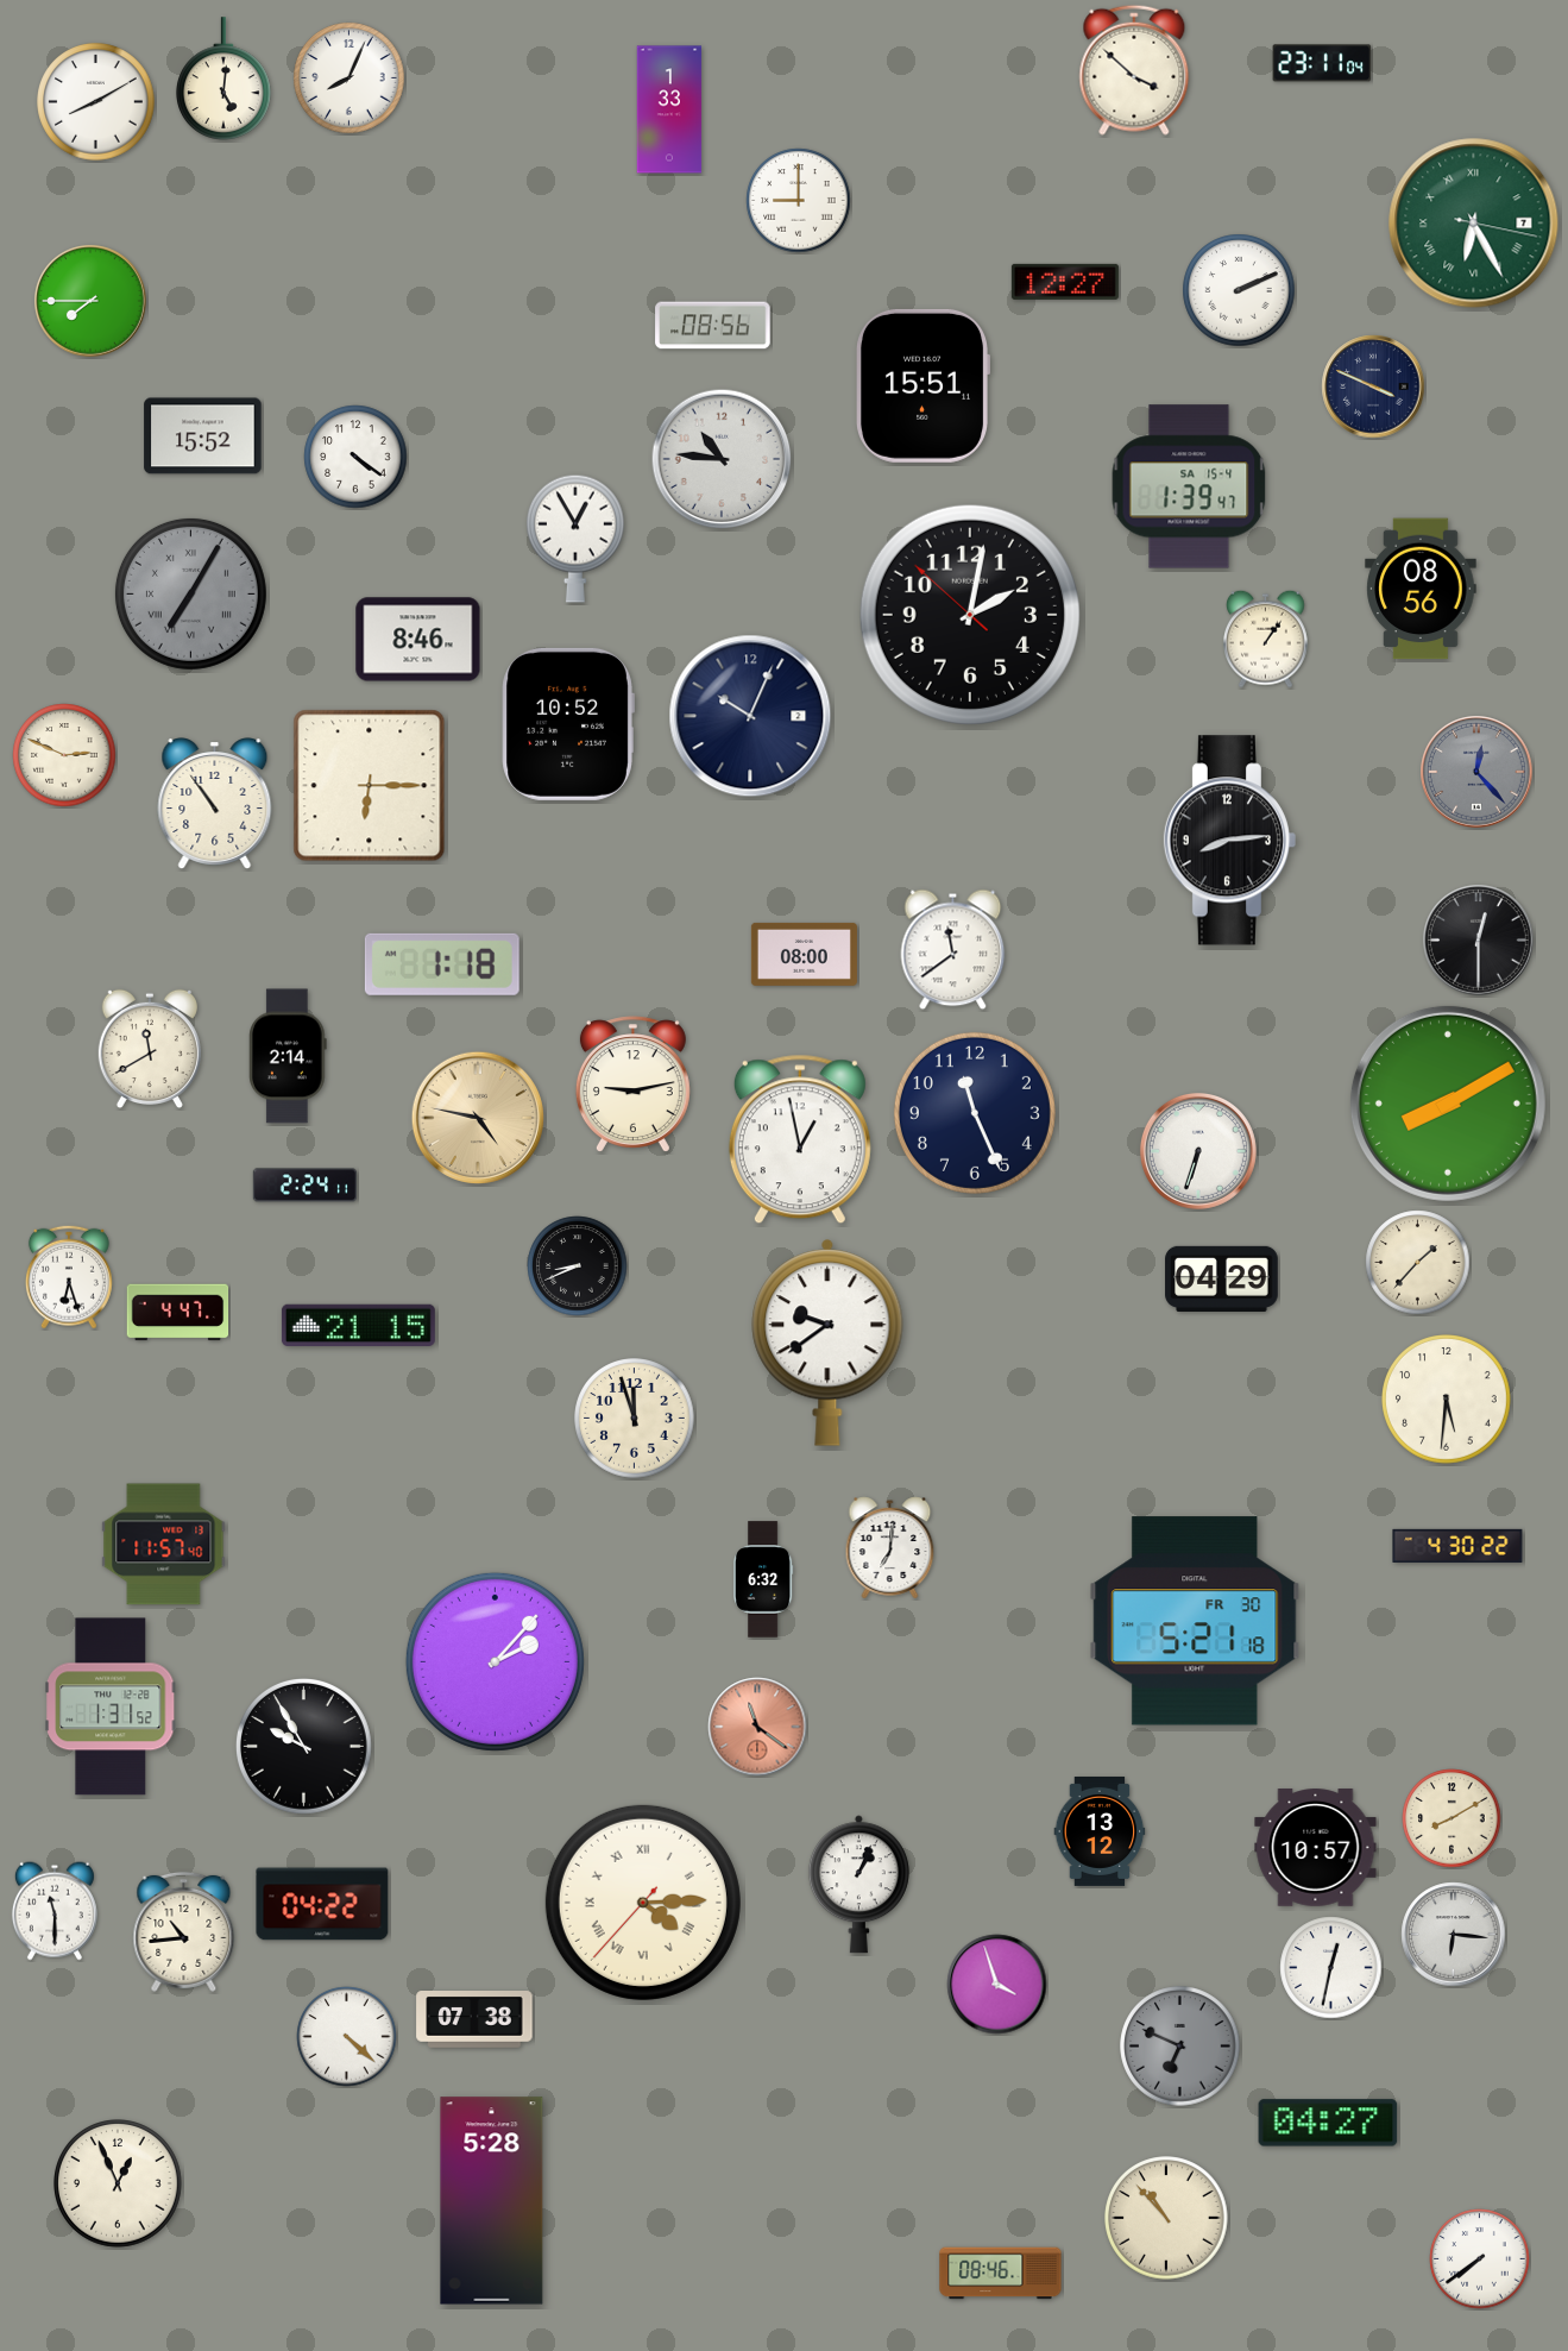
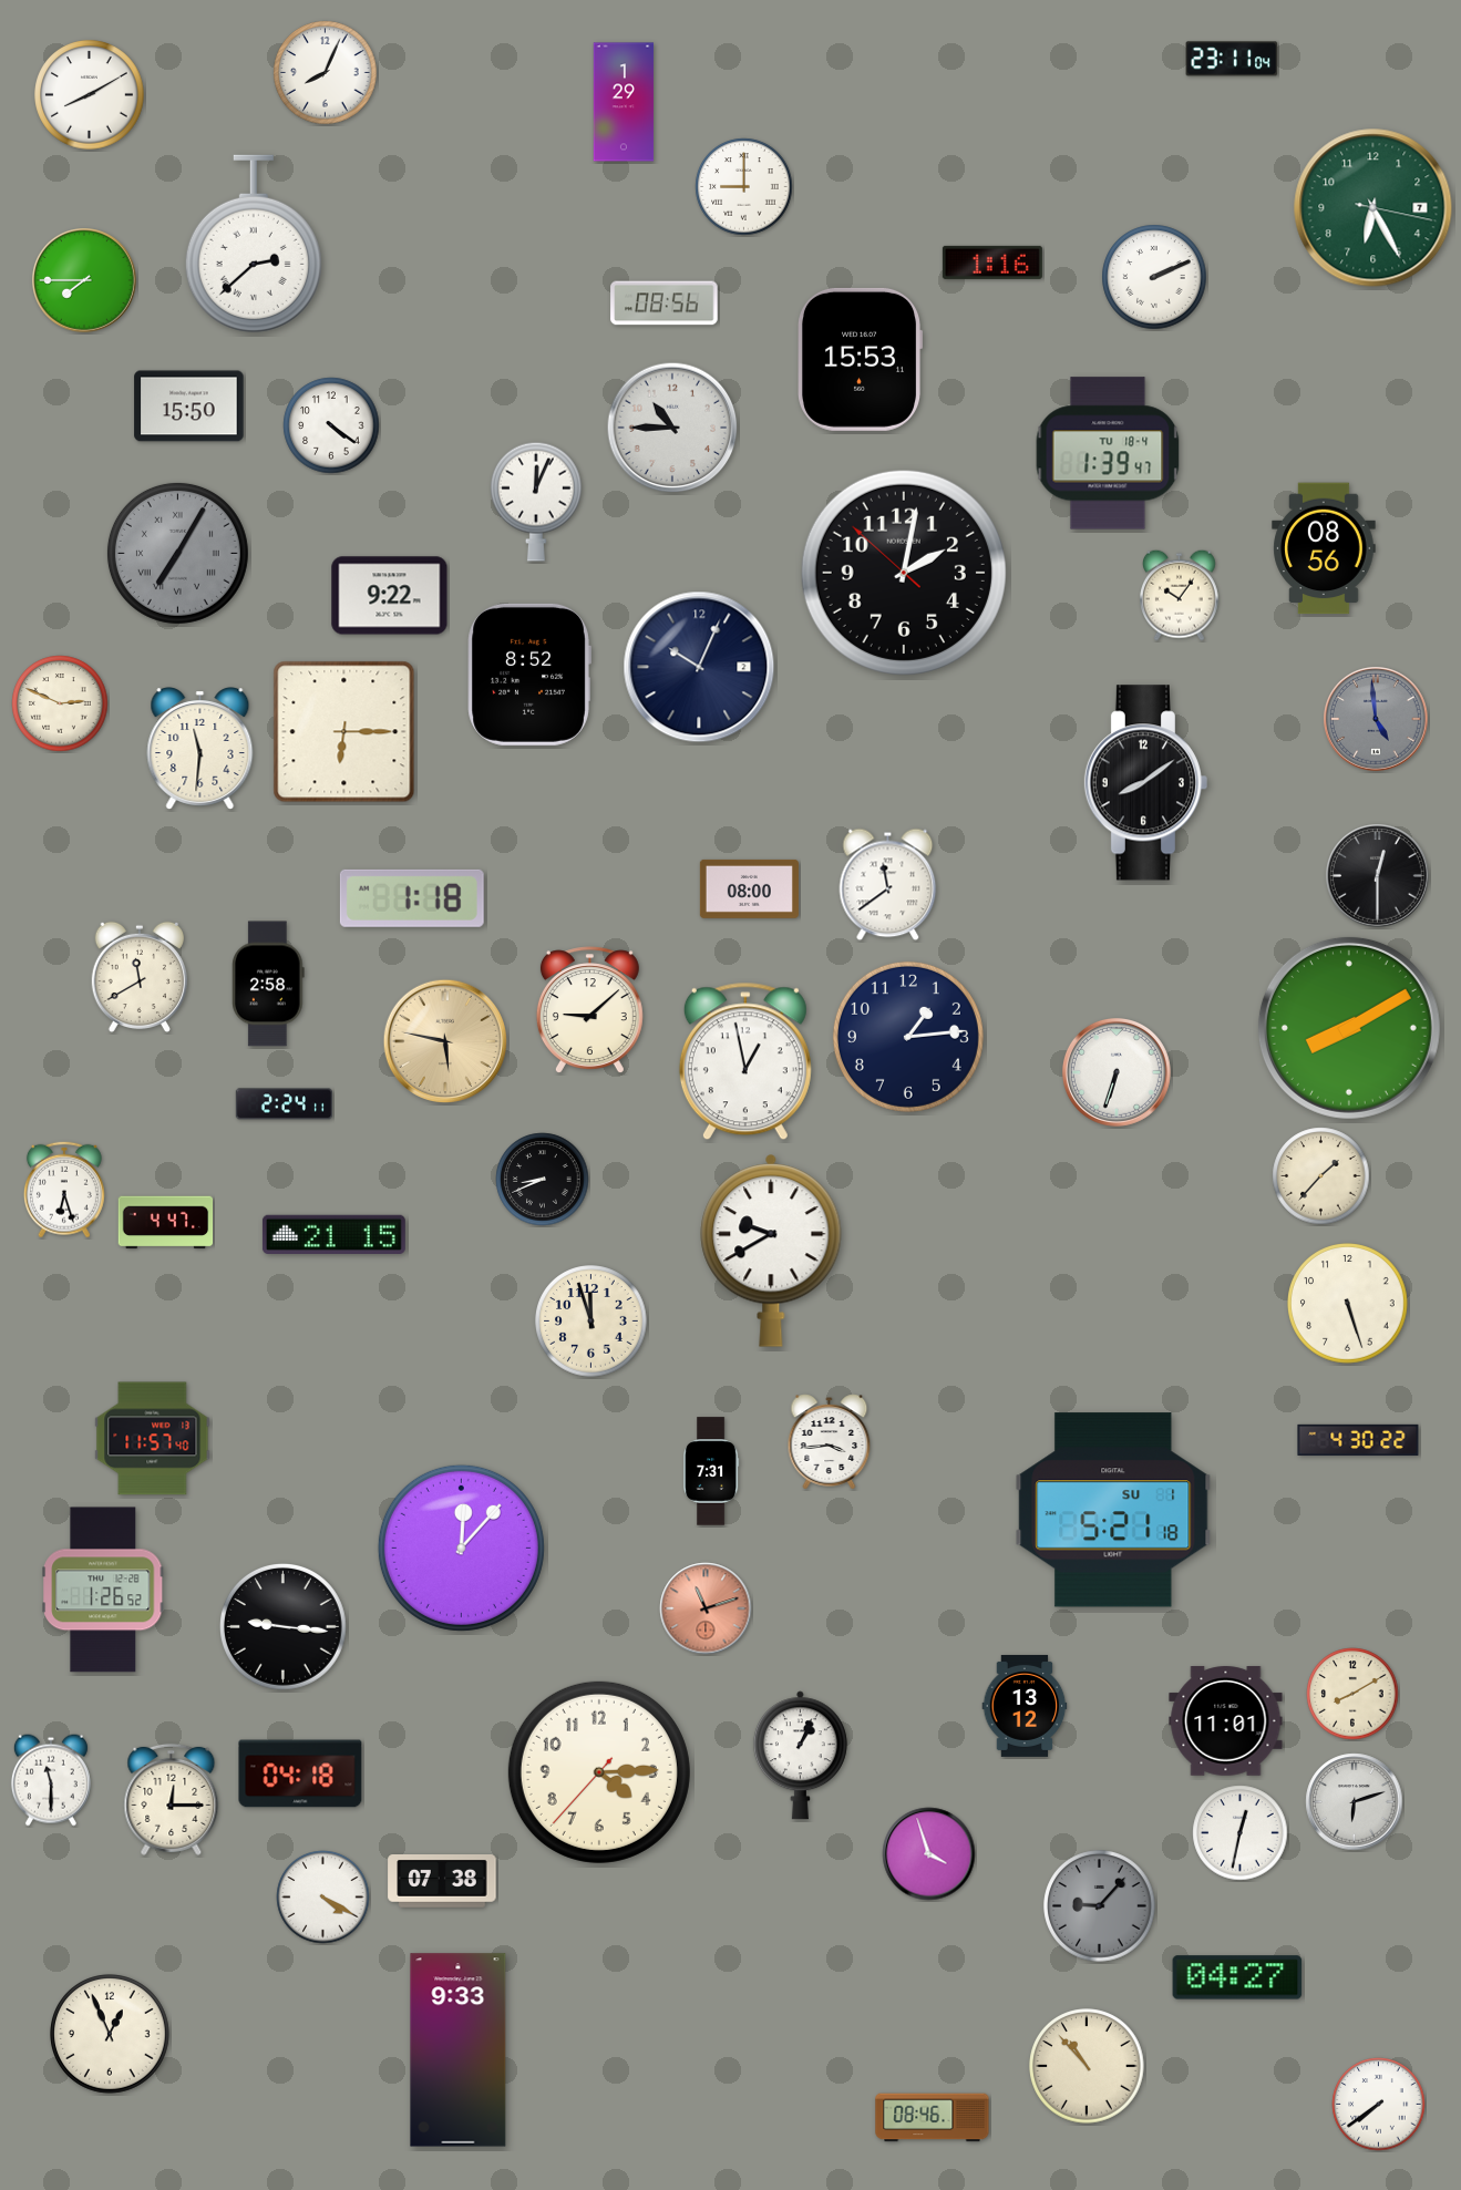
clock at (1134, 70): 3:52 -> none
clock at (225, 78): 5:01 -> none
clock at (669, 109): 1:33 -> 1:29
clock at (1474, 224) numerals: Roman -> Arabic
clock at (254, 244): none -> 2:38
clock at (1065, 282): 12:27 -> 1:16
clock at (1239, 290) position: (1239, 290) -> (1154, 277)
clock at (922, 385): 15:51 -> 15:53
clock at (1373, 386): 3:49 -> none
clock at (203, 436): 15:52 -> 15:50
clock at (722, 459): 10:46 -> 10:45
clock at (1189, 486) date: SA 15-4 -> TU 18-4
clock at (577, 539): 12:55 -> 12:04
clock at (1266, 639): 1:06 -> 10:06
clock at (418, 640): 8:46 -> 9:22
clock at (568, 724): 10:52 -> 8:52
clock at (1476, 772): 12:23 -> 4:59
clock at (215, 804): 10:54 -> 11:31
clock at (1229, 841): 8:14 -> 8:09
clock at (289, 1056): 2:14 -> 2:58
clock at (632, 1085): 9:13 -> 9:08
clock at (975, 1113): 11:26 -> 1:14
clock at (477, 1117): 4:47 -> 5:47
clock at (578, 1266) position: (578, 1266) -> (543, 1180)
clock at (1222, 1278): 04:29 -> none
clock at (827, 1343): 9:39 -> 9:40
clock at (1447, 1400): 5:31 -> 5:27
clock at (890, 1548): 7:01 -> 3:44
clock at (764, 1579): 6:32 -> 7:31
clock at (1195, 1621) date: FR 30 -> SU 1
clock at (495, 1661): 2:07 -> 12:07
clock at (111, 1706): 1:31 -> 1:26
clock at (757, 1727): 11:21 -> 11:12
clock at (304, 1747): 9:55 -> 9:16
clock at (1316, 1848): 10:57 -> 11:01
clock at (643, 1903) numerals: Roman -> Arabic
clock at (322, 1904): 04:22 -> 04:18
clock at (184, 1931): 10:44 -> 12:15
clock at (1454, 1935): 6:16 -> 6:12
clock at (997, 1985) position: (997, 1985) -> (929, 1854)
clock at (347, 2037): 4:22 -> 4:20
clock at (1180, 2047): 6:49 -> 9:07
clock at (492, 2201): 5:28 -> 9:33
